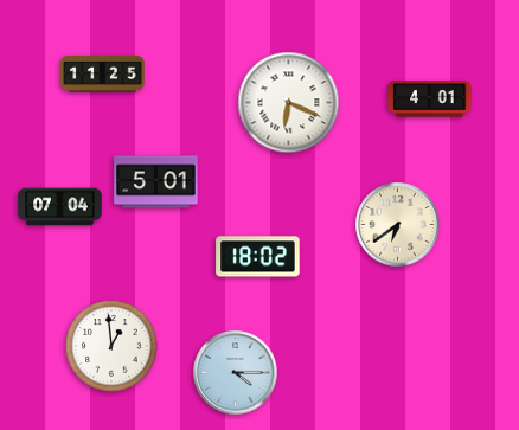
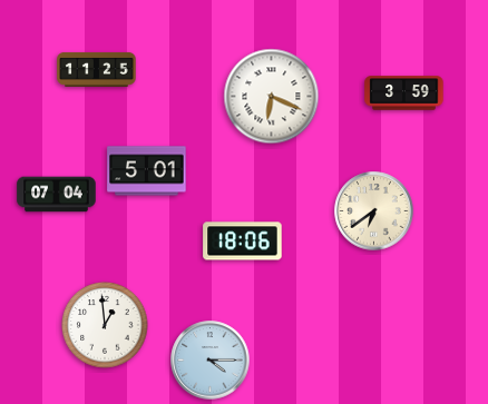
clock at (430, 100): 4:01 -> 3:59
clock at (258, 257): 18:02 -> 18:06
clock at (236, 373) position: (236, 373) -> (211, 361)
